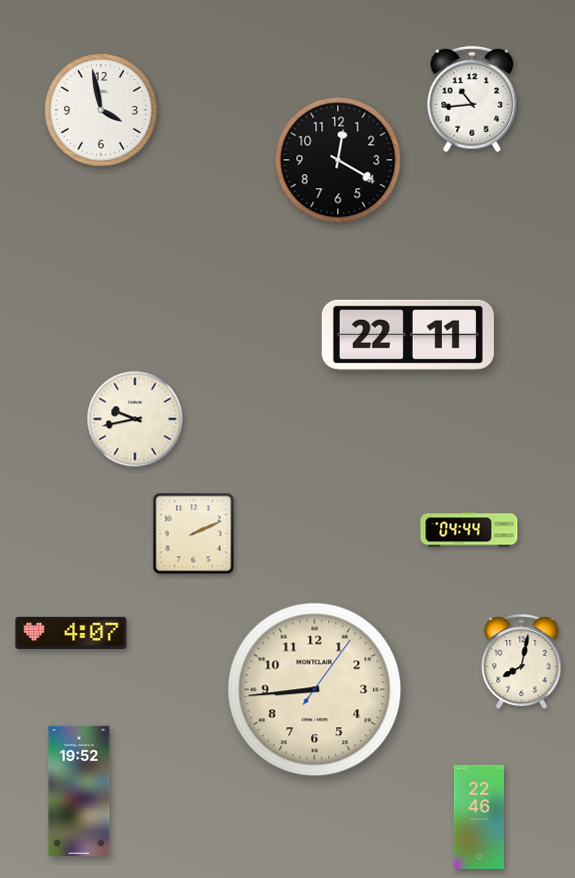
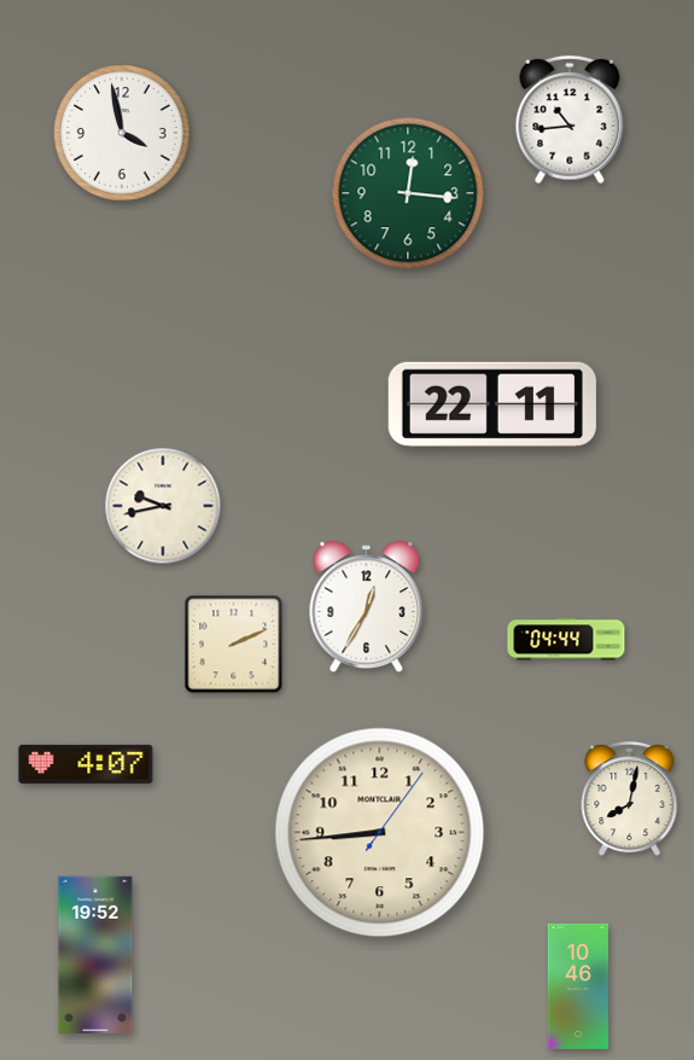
clock at (338, 160): 12:20 -> 12:16
clock at (338, 160) dial: black -> green
clock at (367, 607): none -> 12:35
clock at (478, 817): 22:46 -> 10:46
